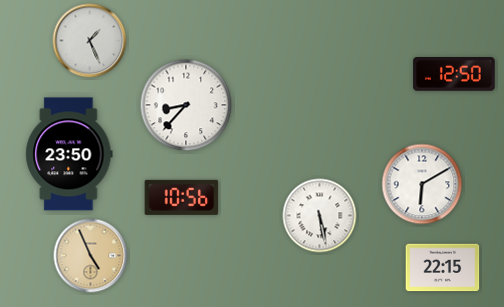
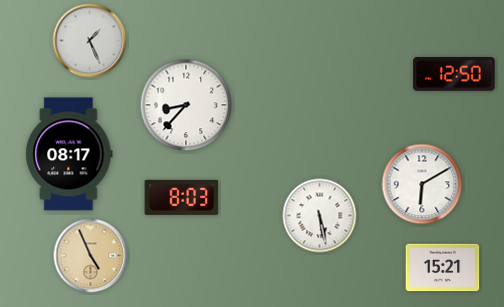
clock at (69, 154): 23:50 -> 08:17
clock at (182, 197): 10:56 -> 8:03
clock at (443, 268): 22:15 -> 15:21
